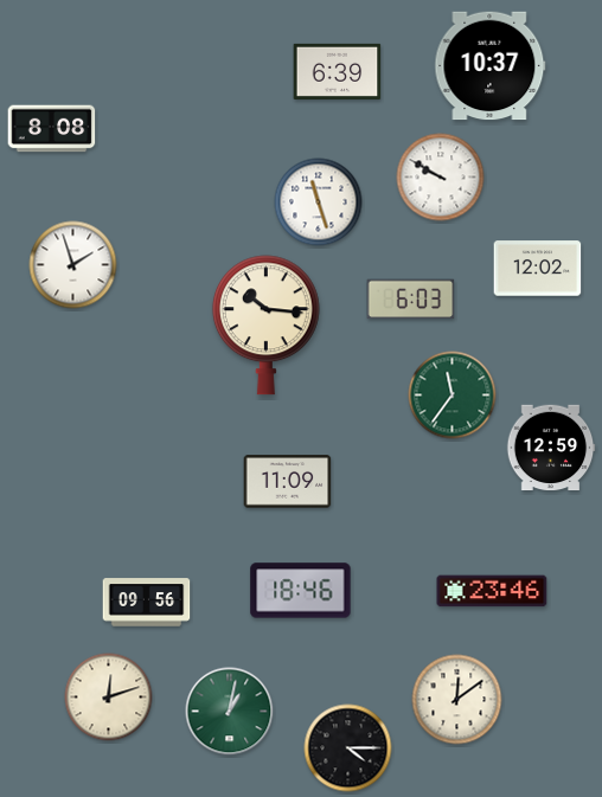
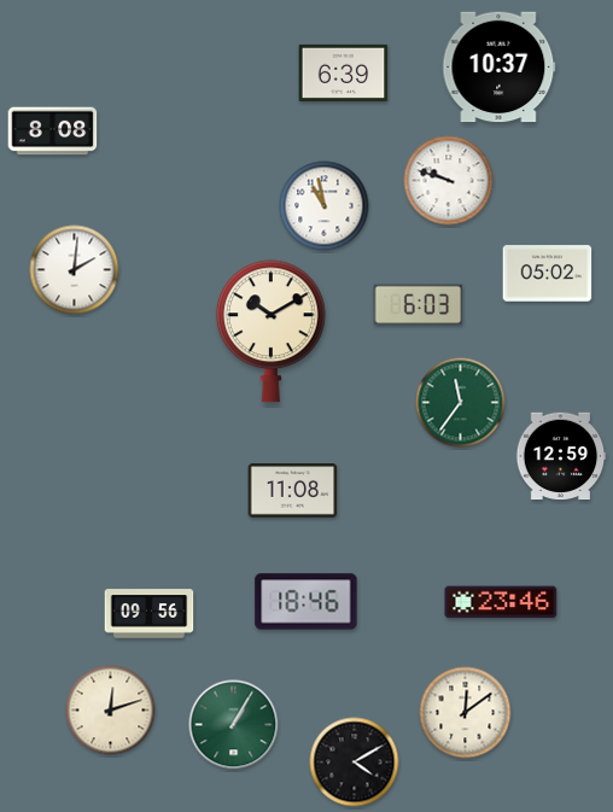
clock at (441, 178): 9:50 -> 9:48
clock at (319, 203): 11:27 -> 10:58
clock at (73, 265): 1:57 -> 2:01
clock at (538, 269): 12:02 -> 05:02
clock at (265, 326): 10:16 -> 10:10
clock at (288, 482): 11:09 -> 11:08
clock at (230, 712): 1:02 -> 1:05
clock at (348, 748): 4:15 -> 4:10
